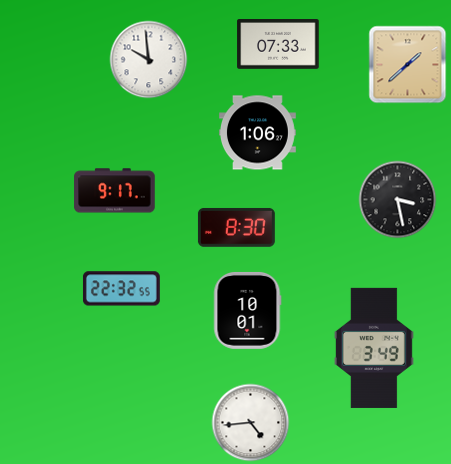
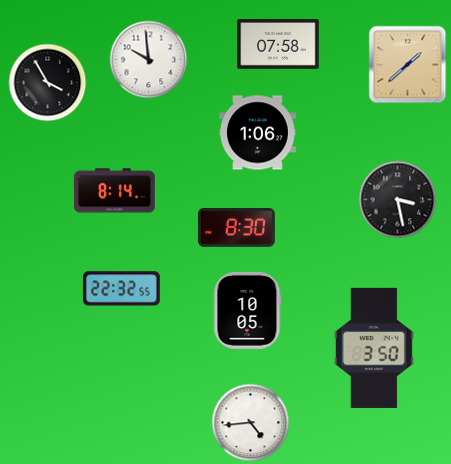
clock at (278, 45): 07:33 -> 07:58
clock at (47, 82): none -> 3:55
clock at (115, 191): 9:17 -> 8:14
clock at (248, 310): 10:01 -> 10:05
clock at (374, 348): 3:49 -> 3:50
